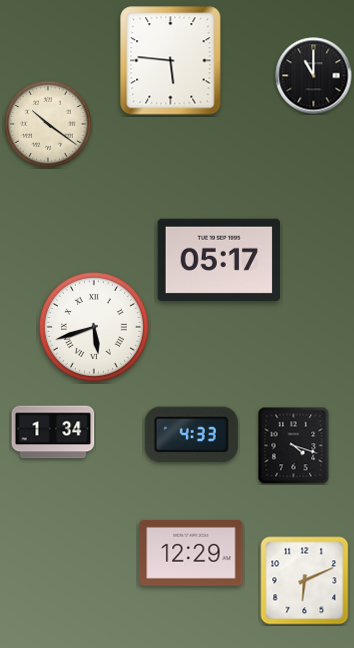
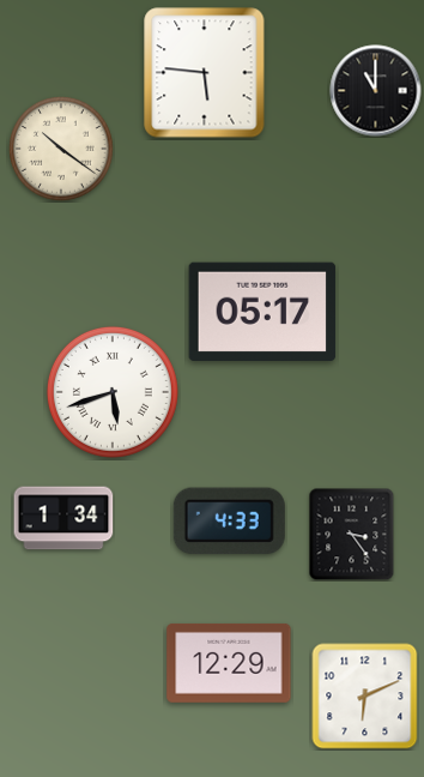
clock at (48, 124) position: (48, 124) -> (61, 149)
clock at (294, 445): 4:18 -> 3:24
